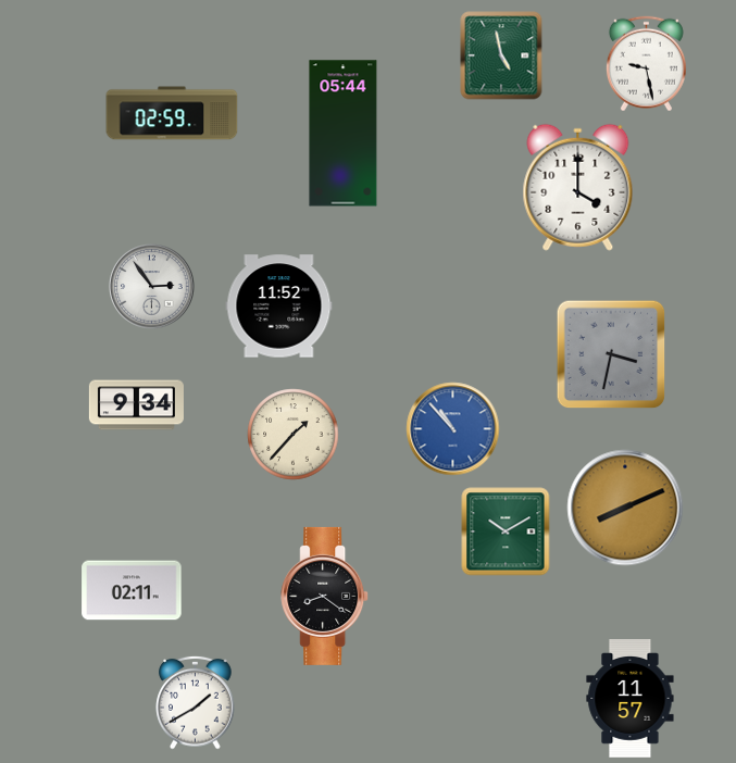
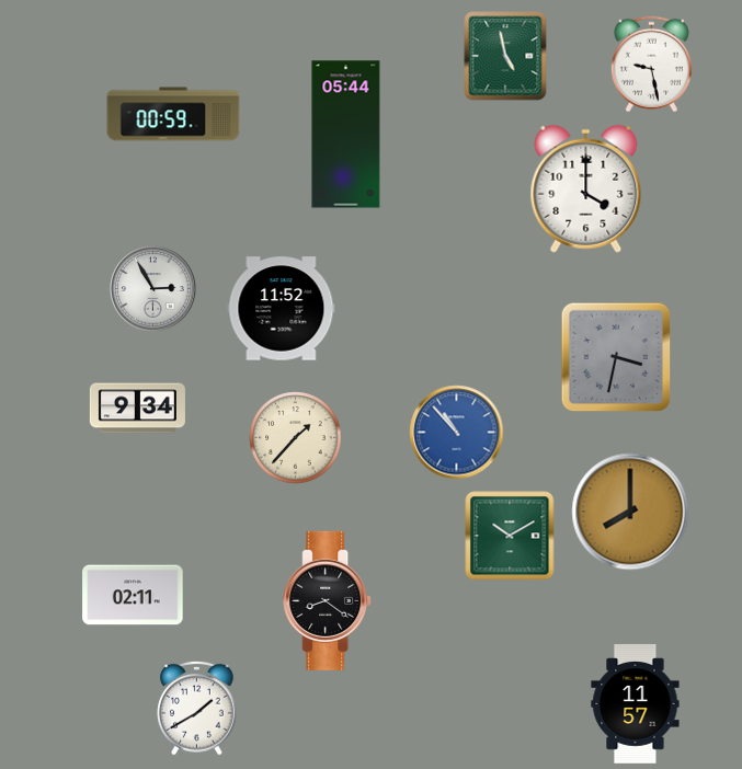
clock at (172, 113): 02:59 -> 00:59
clock at (578, 187) position: (578, 187) -> (586, 188)
clock at (152, 287): 2:54 -> 2:55
clock at (625, 508): 8:11 -> 8:00
